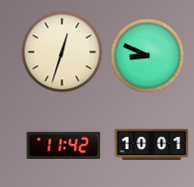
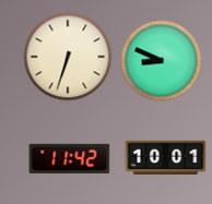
clock at (62, 52): 12:33 -> 6:33
